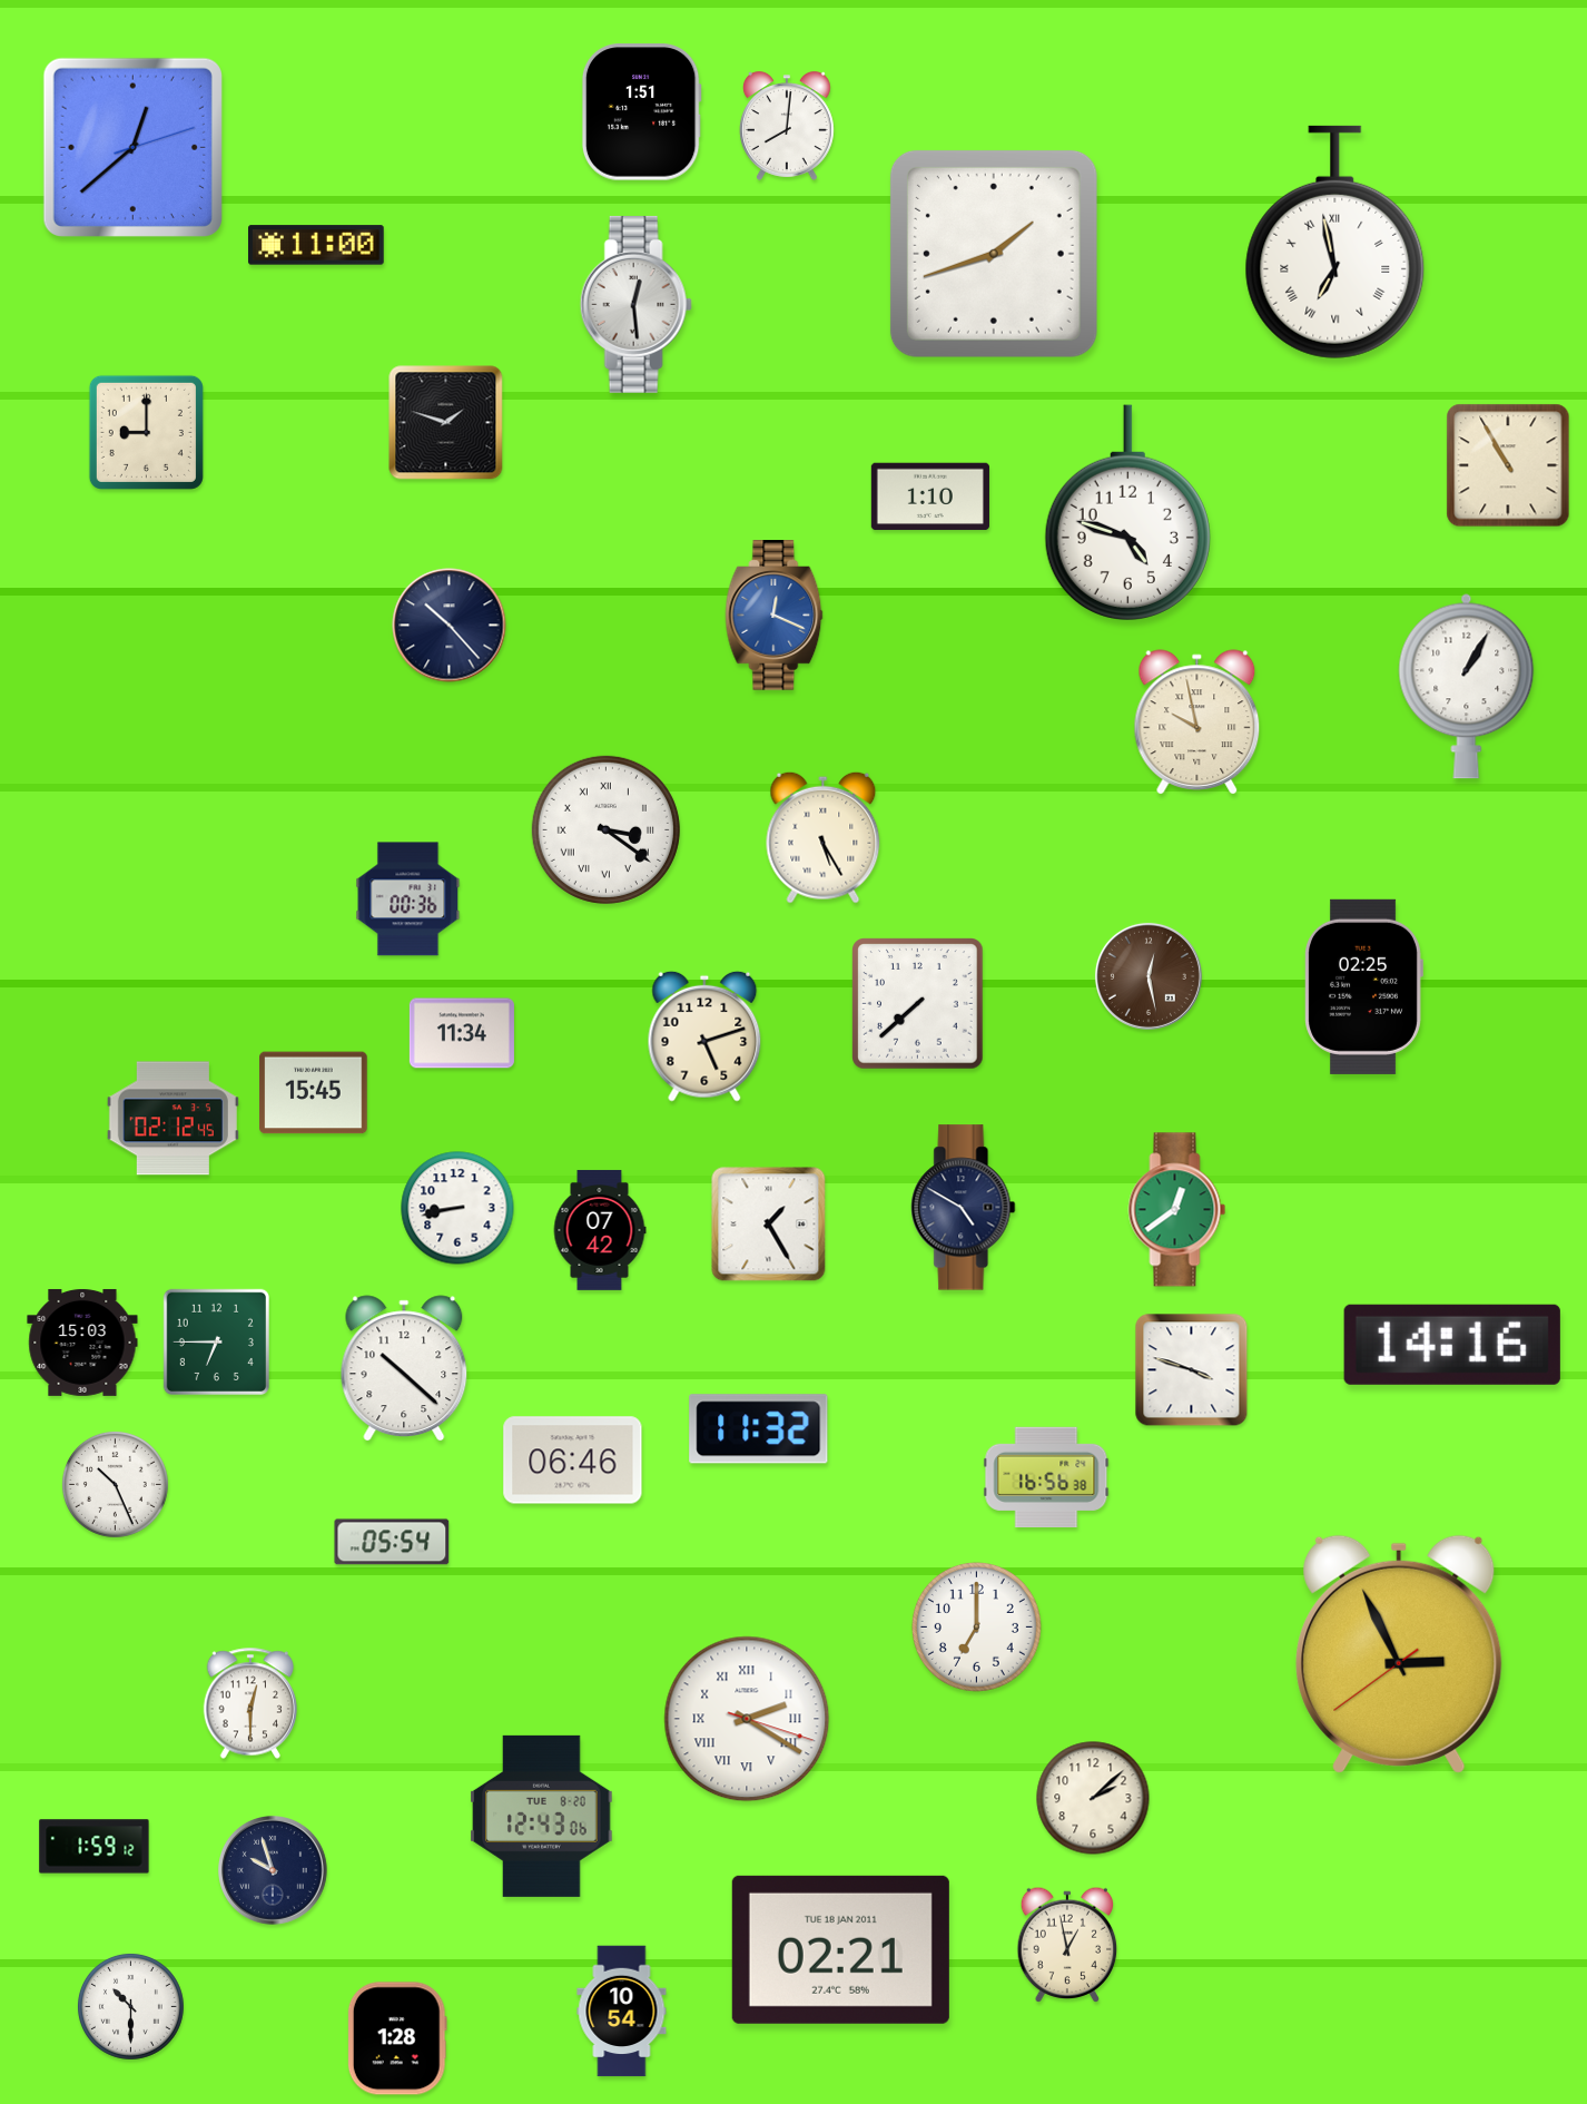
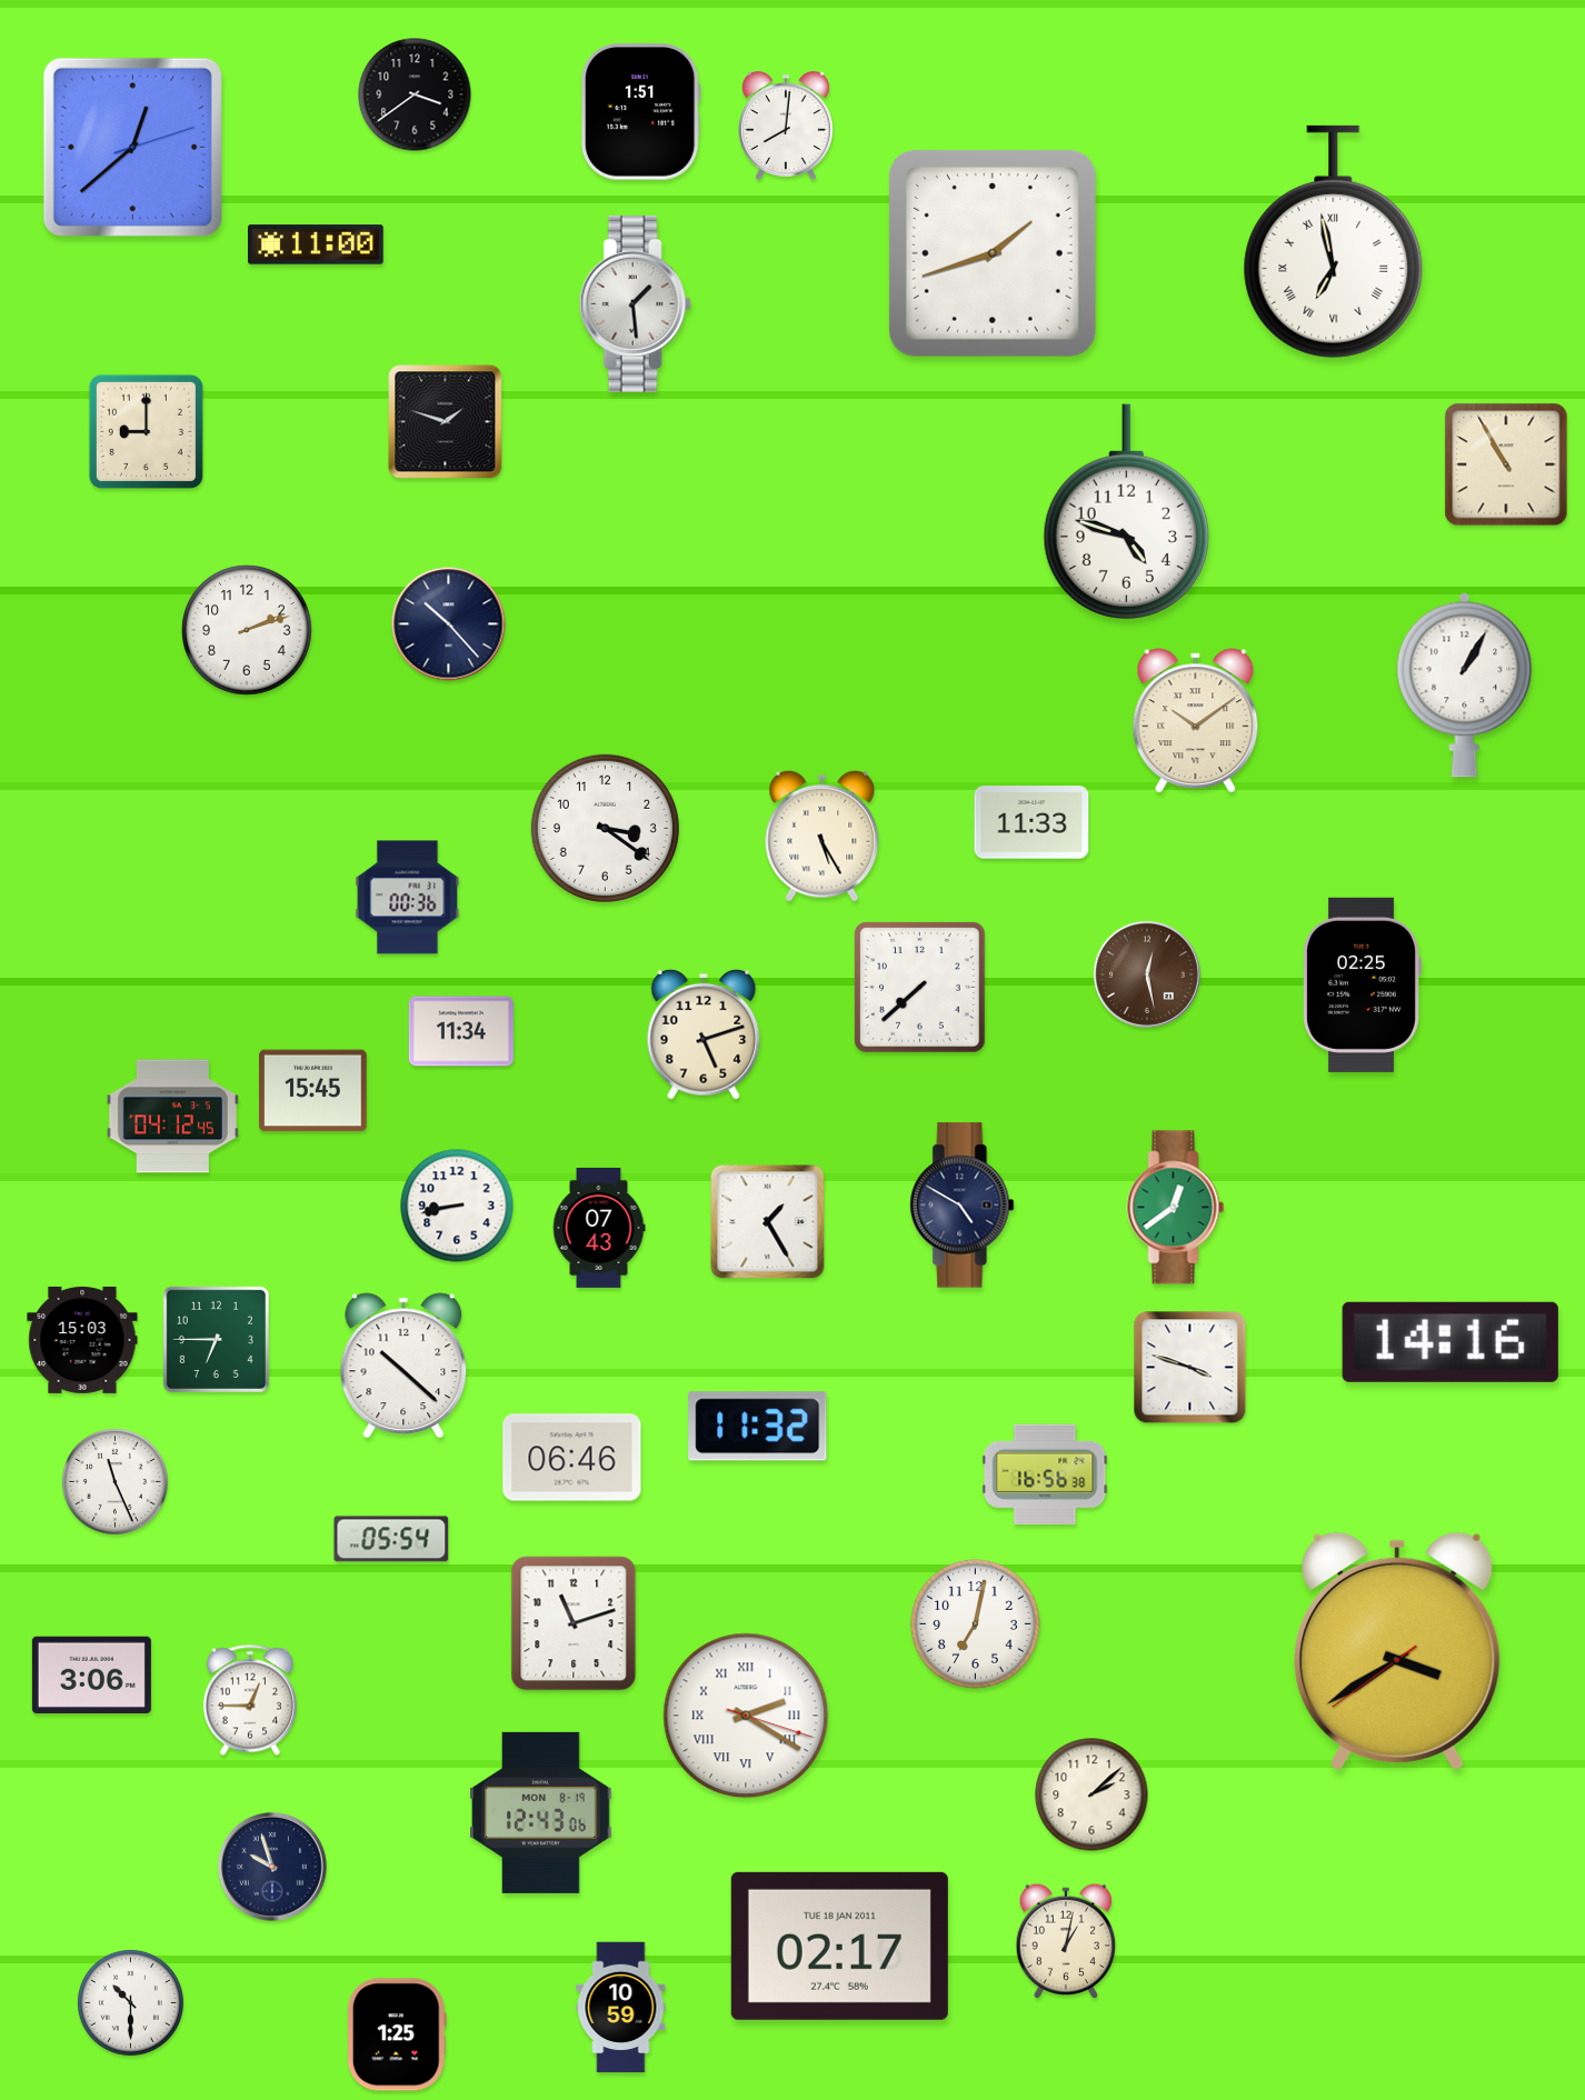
clock at (415, 94): none -> 3:39
clock at (635, 304): 12:29 -> 1:29
clock at (930, 496): 1:10 -> none
clock at (775, 616): 12:19 -> none
clock at (248, 631): none -> 2:12
clock at (1197, 721): 9:58 -> 10:09
clock at (1031, 822): none -> 11:33
clock at (605, 829) numerals: Roman -> Arabic
clock at (918, 1004) position: (918, 1004) -> (920, 988)
clock at (172, 1119): 02:12 -> 04:12
clock at (600, 1230): 07:42 -> 07:43
clock at (115, 1484): 10:26 -> 11:26
clock at (574, 1623): none -> 11:12
clock at (976, 1626): 7:00 -> 7:02
clock at (1399, 1654): 2:55 -> 3:39
clock at (91, 1676): none -> 3:06
clock at (250, 1703): 12:30 -> 12:45
clock at (542, 1816) date: TUE 8-20 -> MON 8-19
clock at (95, 1847): 1:59 -> none
clock at (1067, 1944): 12:58 -> 1:02
clock at (840, 1949): 02:21 -> 02:17
clock at (622, 2012): 10:54 -> 10:59
clock at (397, 2038): 1:28 -> 1:25
